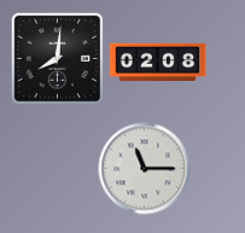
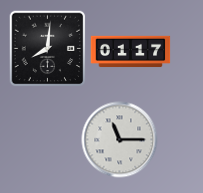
clock at (158, 63): 02:08 -> 01:17
